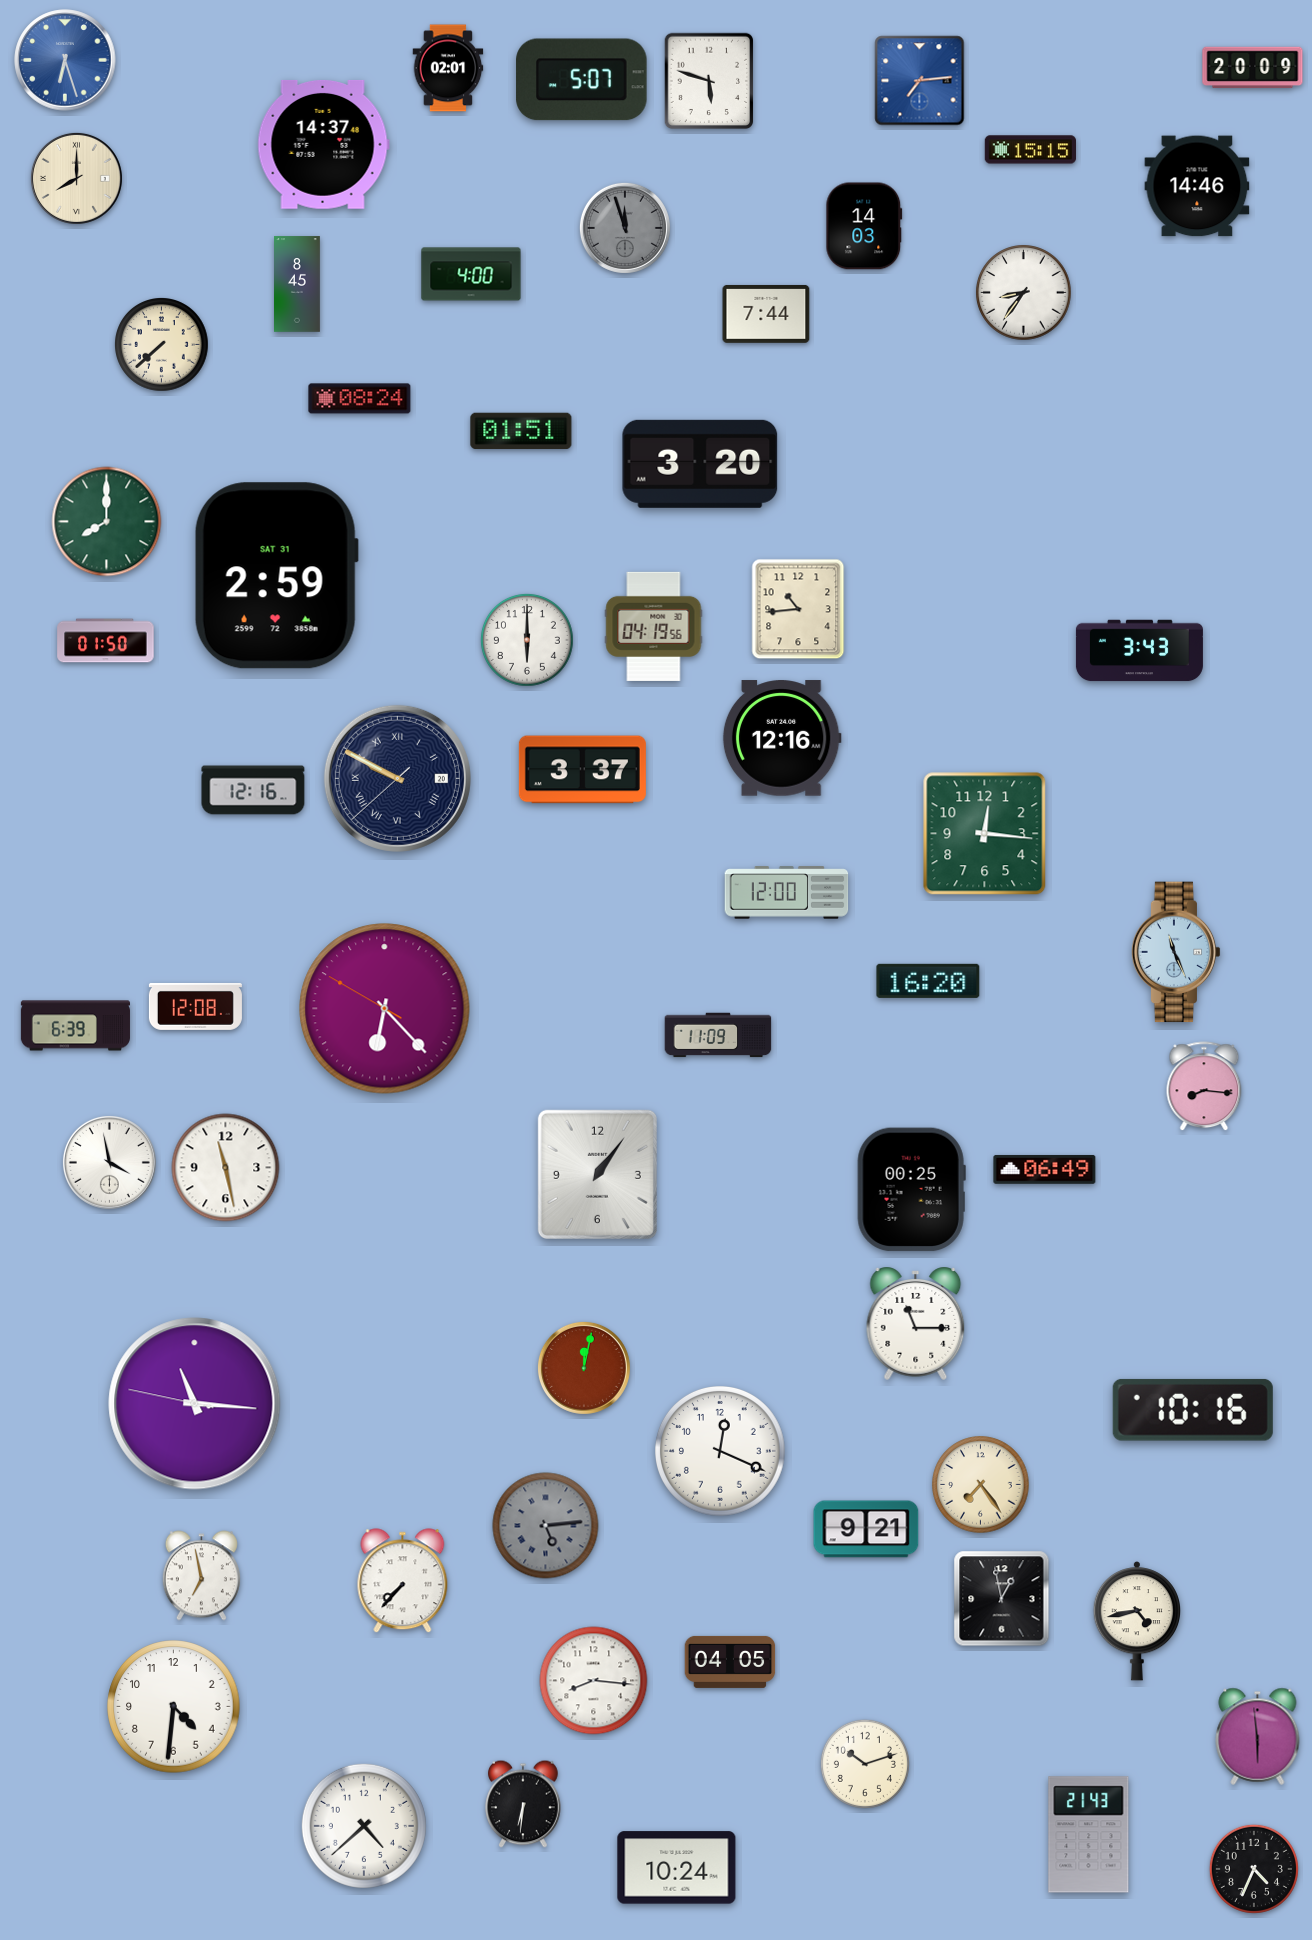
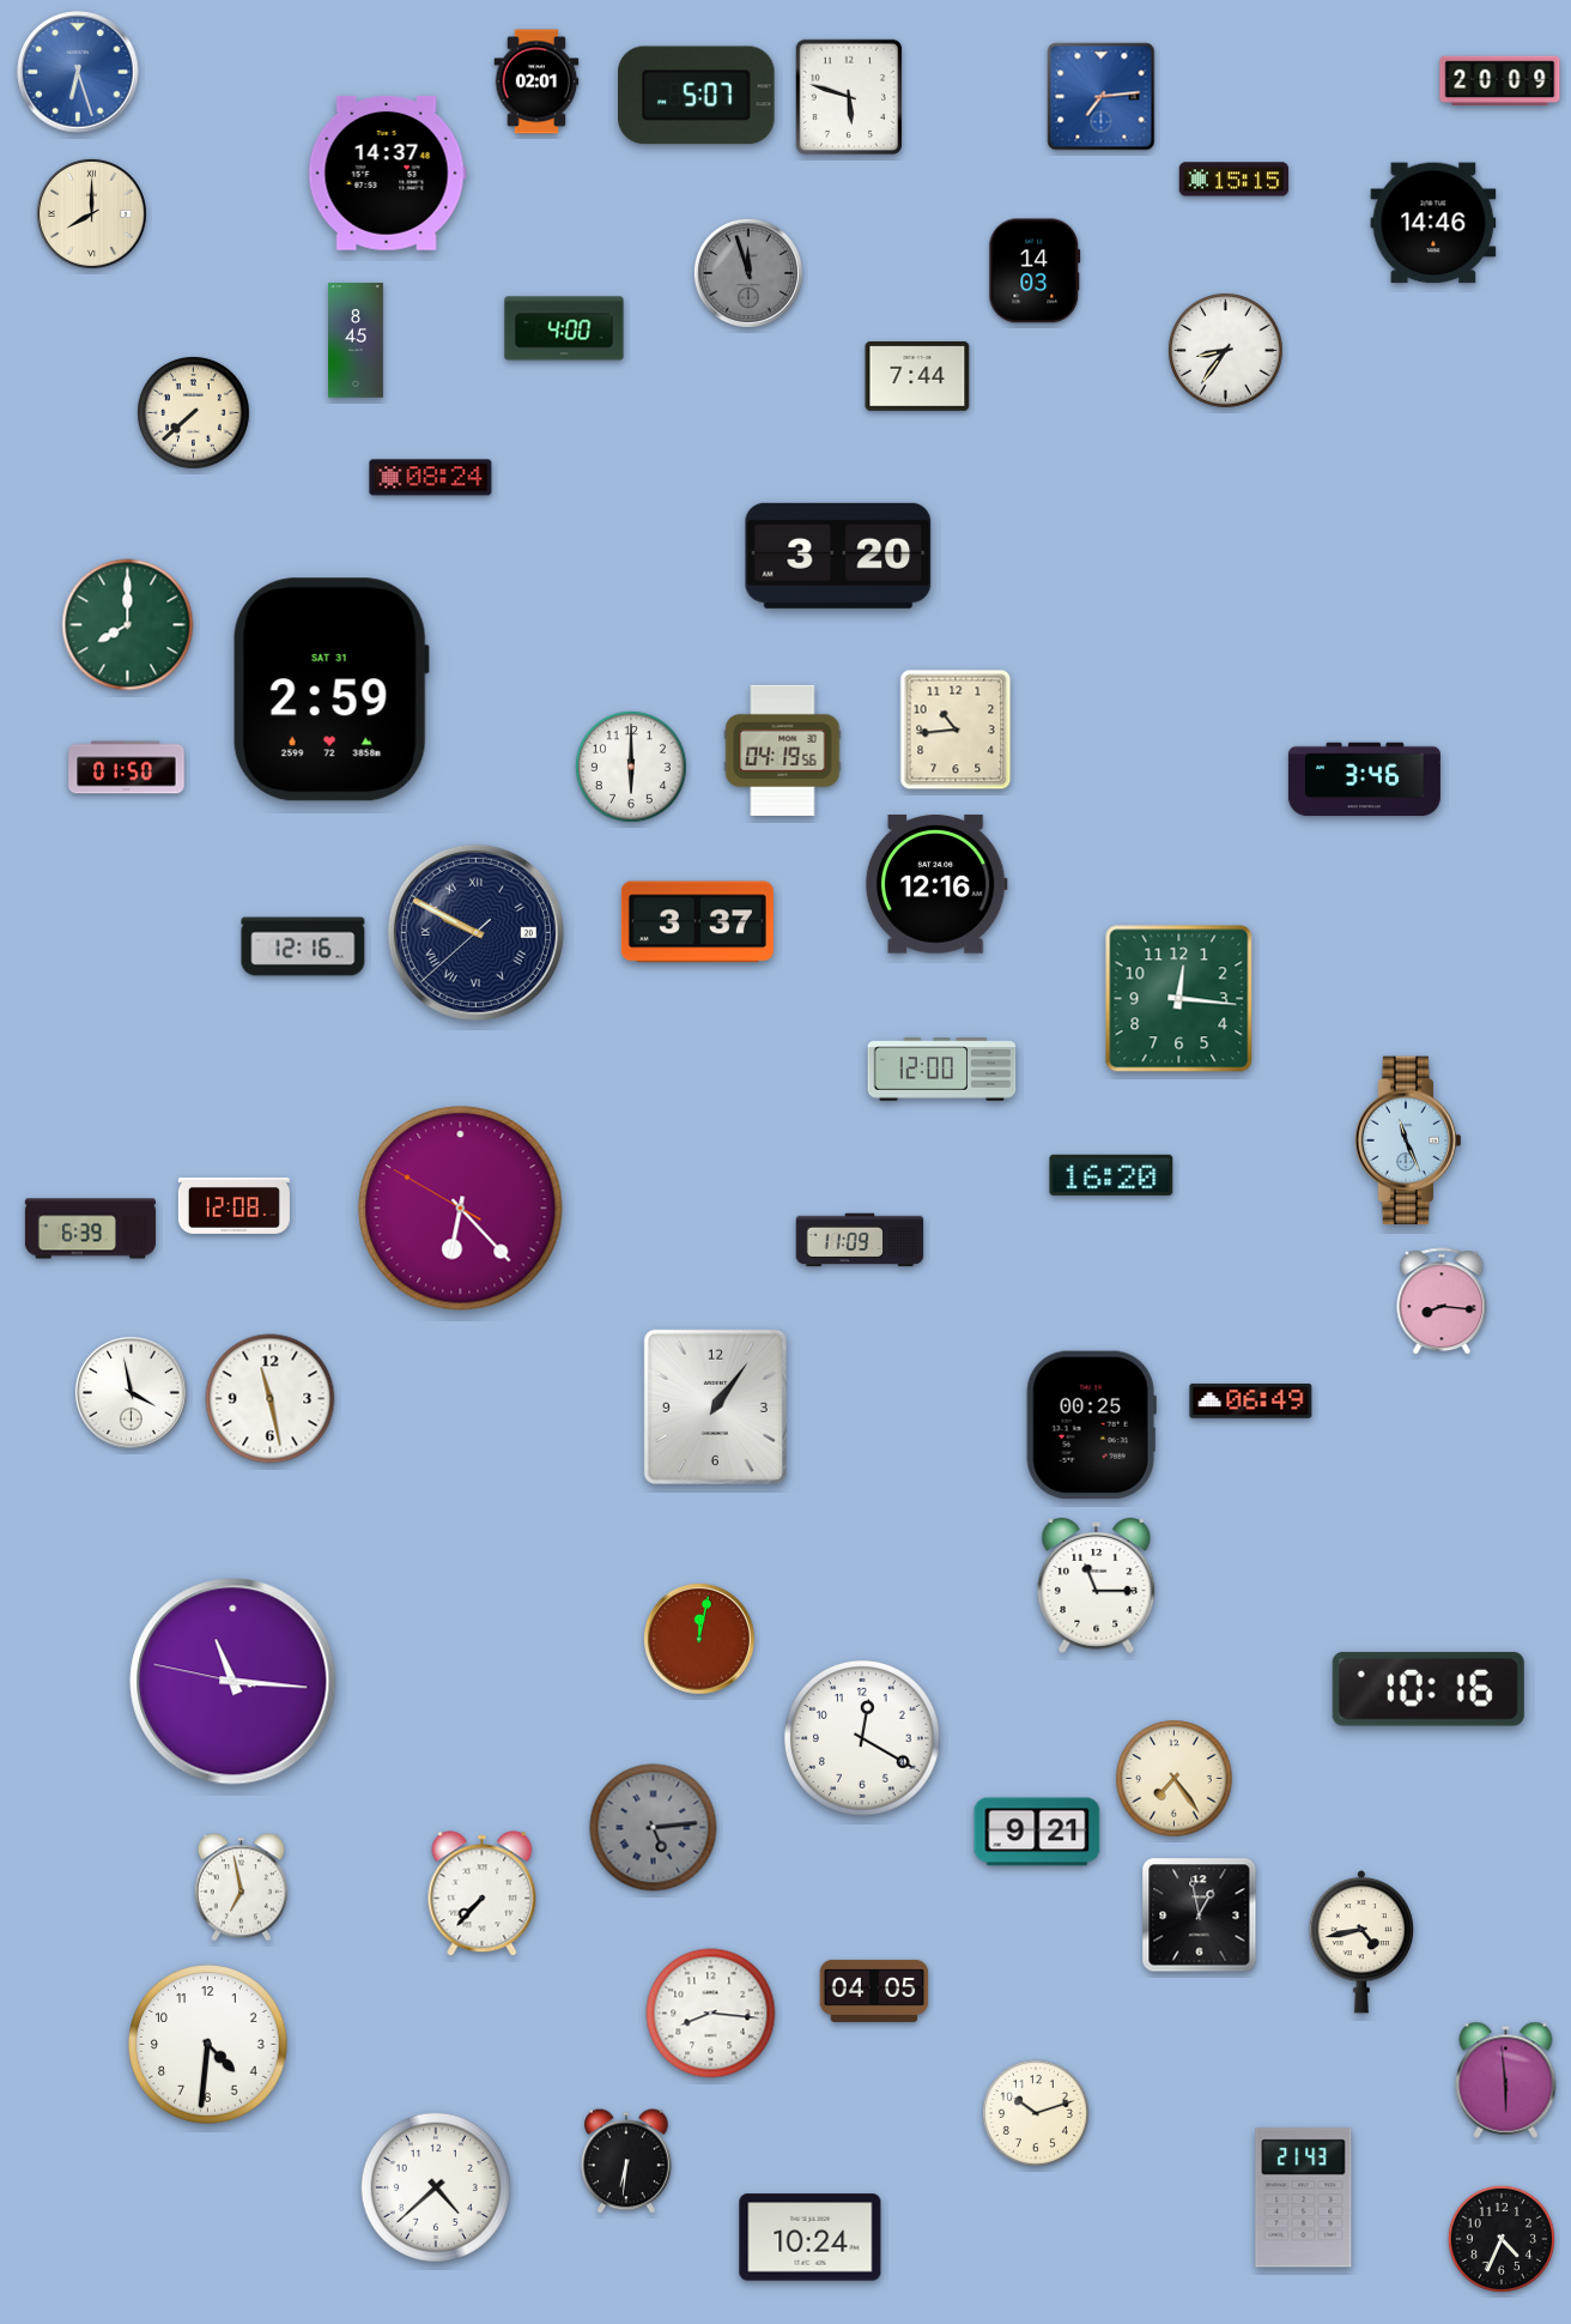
clock at (521, 431): 01:51 -> none
clock at (1139, 651): 3:43 -> 3:46
clock at (721, 1452): 12:19 -> 12:20
